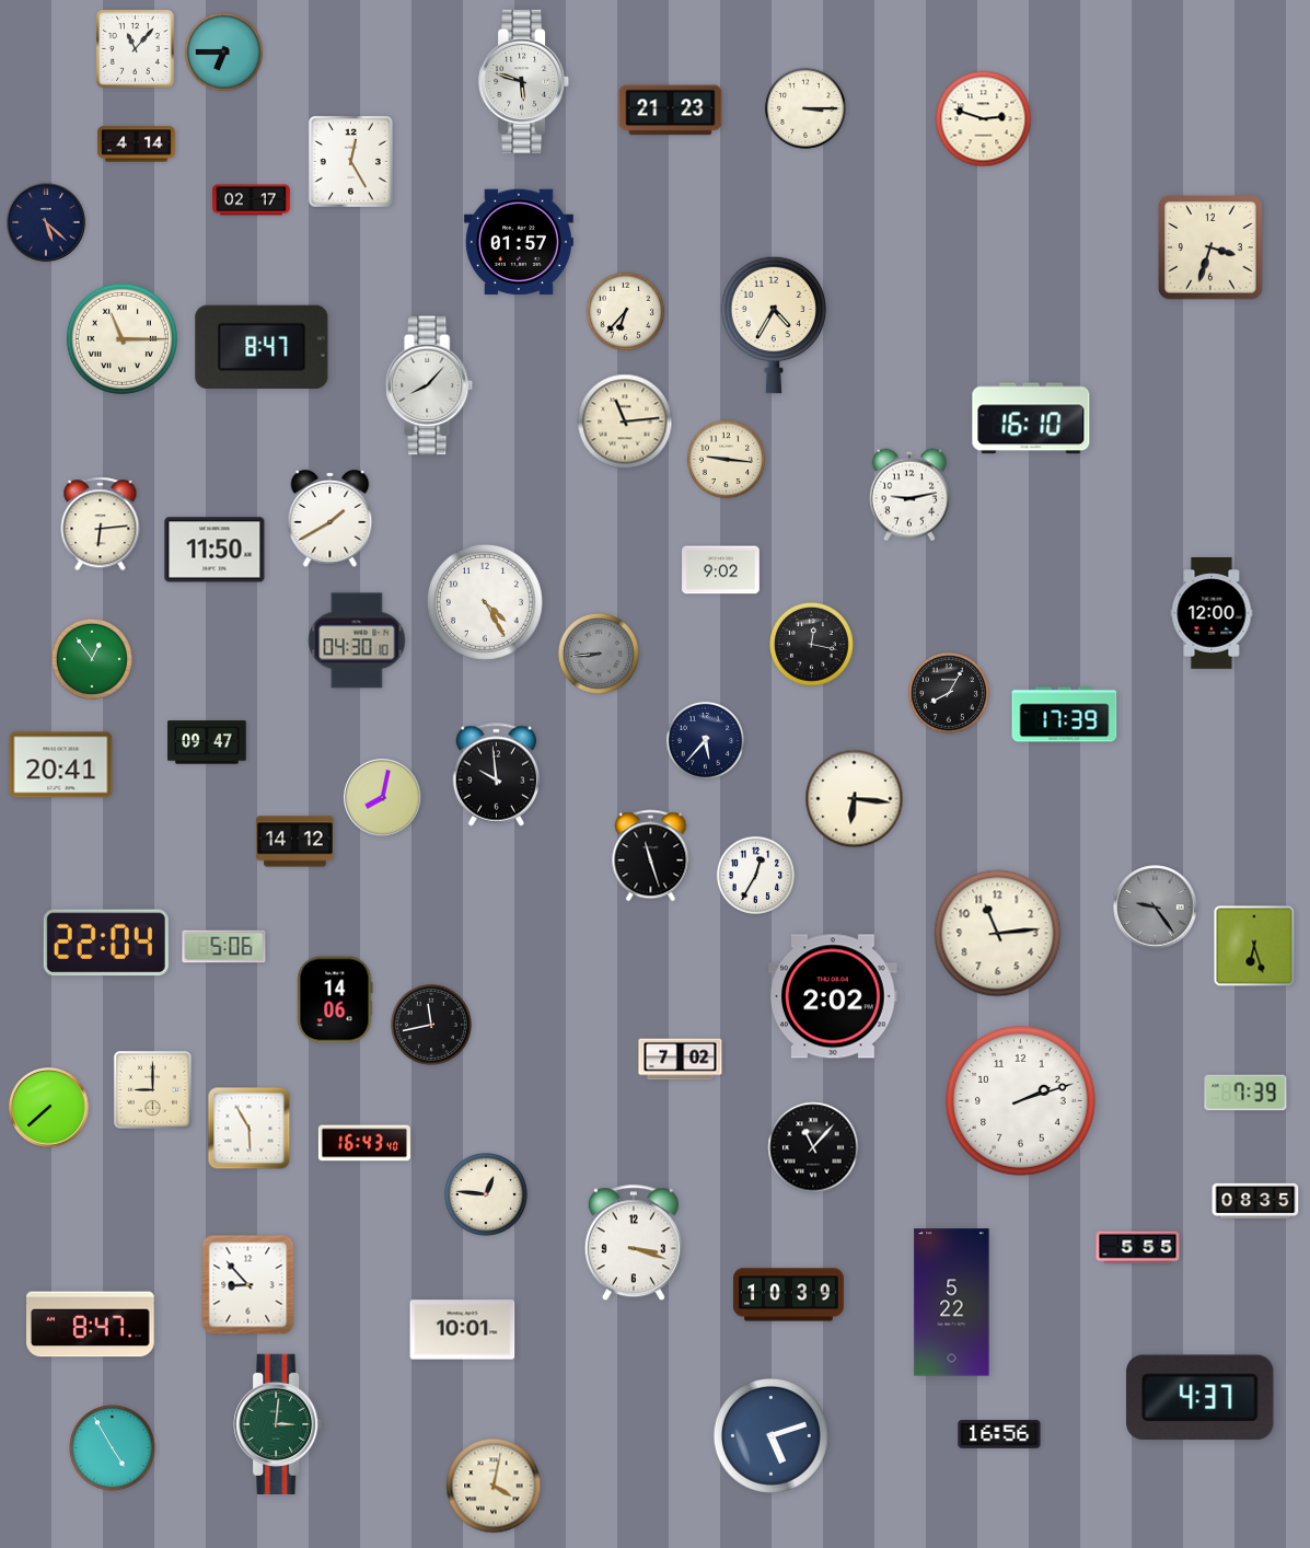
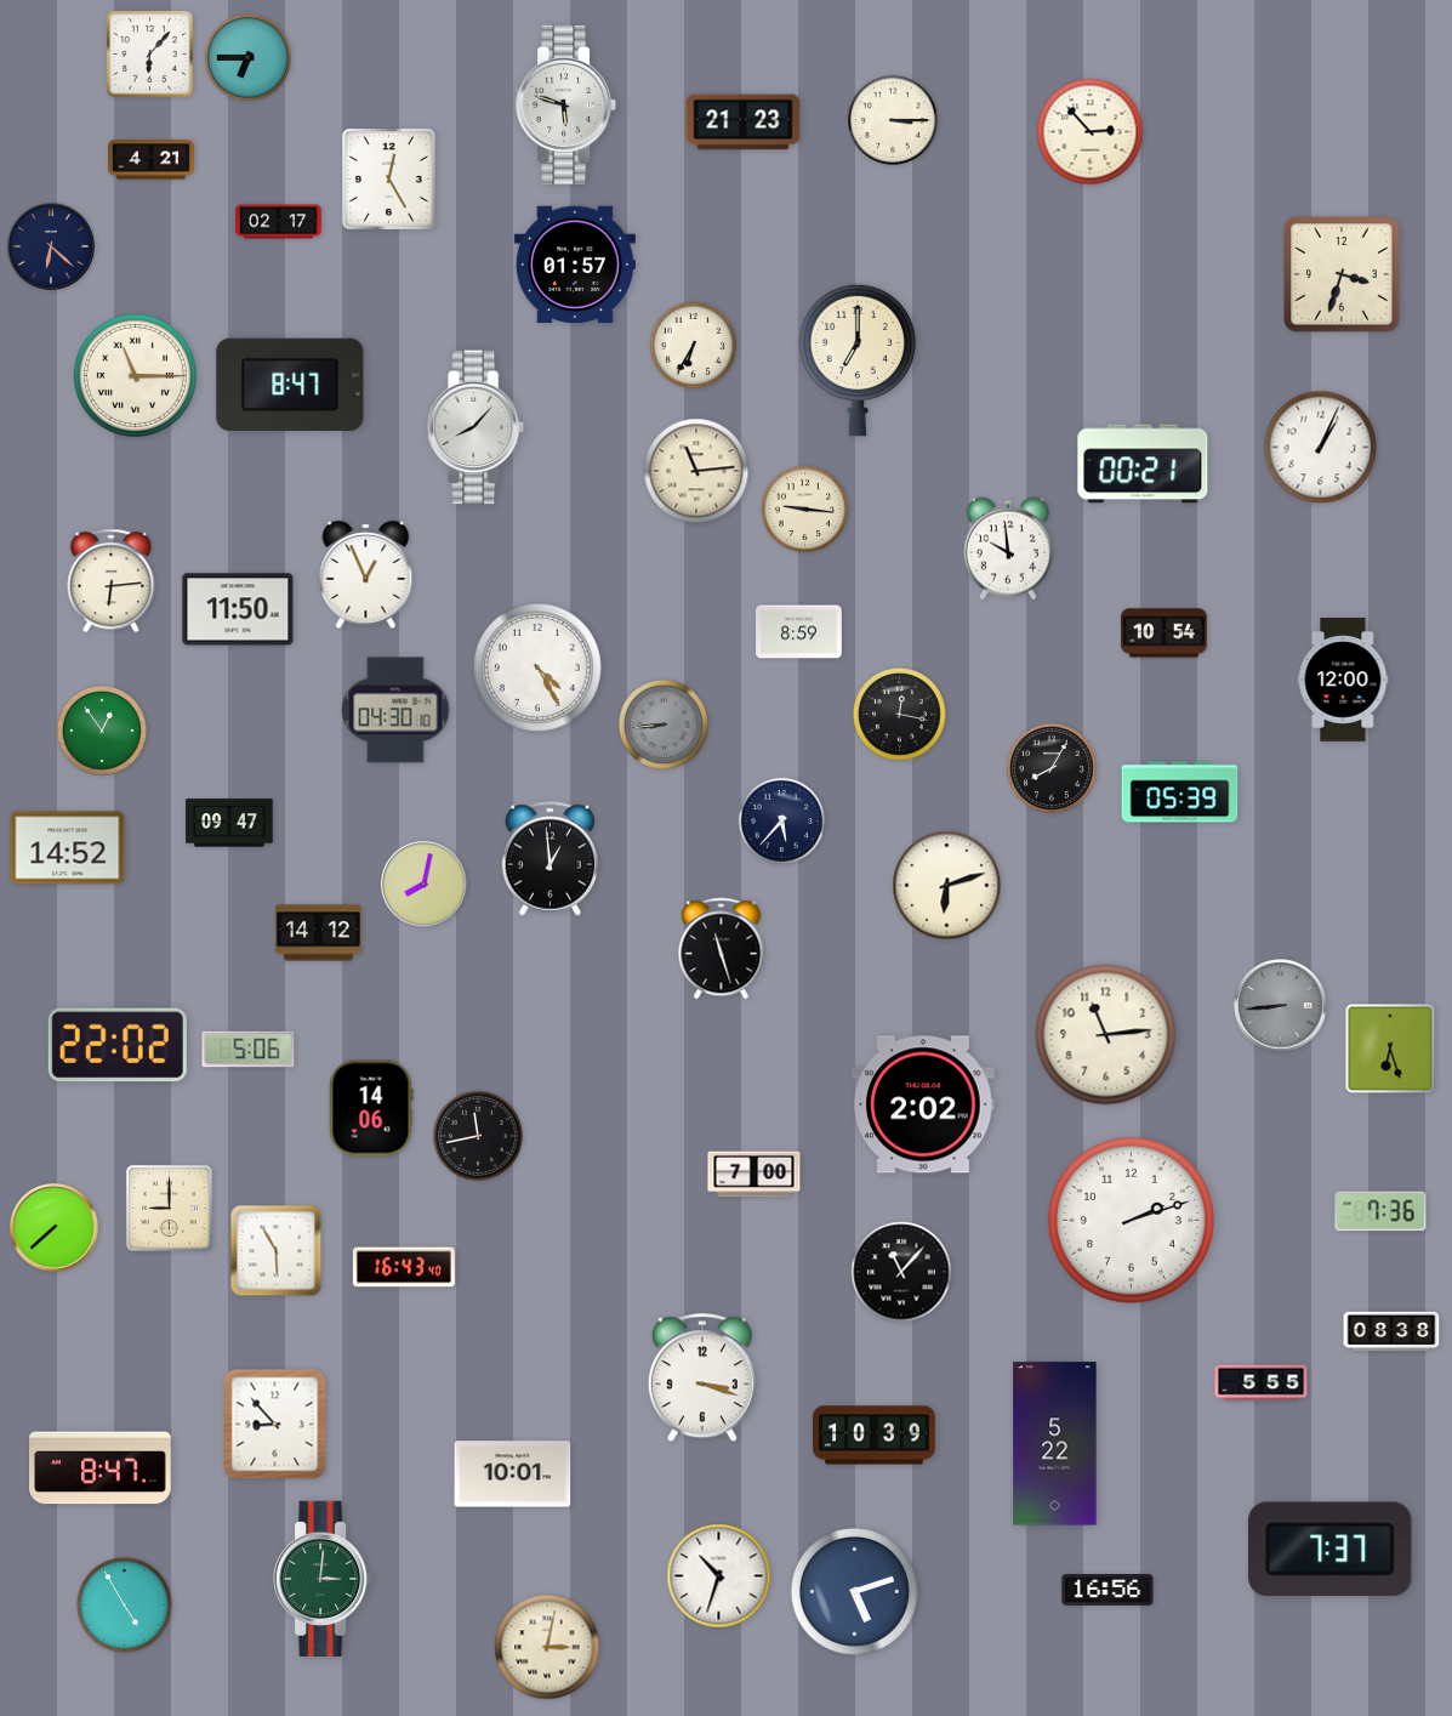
clock at (135, 48): 11:07 -> 6:07
clock at (524, 81) position: (524, 81) -> (566, 104)
clock at (984, 119): 2:48 -> 2:53
clock at (137, 145): 4:14 -> 4:21
clock at (46, 222): 5:22 -> 6:22
clock at (519, 242) position: (519, 242) -> (575, 265)
clock at (625, 311): 6:37 -> 6:35
clock at (774, 325): 4:35 -> 7:00
clock at (1321, 448): none -> 1:04
clock at (1031, 418): 16:10 -> 00:21
clock at (625, 421) position: (625, 421) -> (696, 471)
clock at (909, 495): 9:13 -> 9:59
clock at (331, 518): 1:40 -> 12:56
clock at (721, 570): 9:02 -> 8:59
clock at (1165, 633): none -> 10:54
clock at (1065, 715): 17:39 -> 05:39
clock at (61, 765): 20:41 -> 14:52
clock at (497, 775): 9:59 -> 12:59
clock at (855, 799): 6:16 -> 6:12
clock at (295, 842) position: (295, 842) -> (319, 933)
clock at (755, 875): 12:35 -> none
clock at (1156, 908): 9:24 -> 8:44
clock at (106, 943): 22:04 -> 22:02
clock at (681, 1060): 7:02 -> 7:00
clock at (1245, 1093): 7:39 -> 7:36
clock at (487, 1195): 12:46 -> none
clock at (1255, 1201): 08:35 -> 08:38
clock at (1201, 1398): 4:37 -> 7:37
clock at (719, 1576): none -> 10:33
clock at (278, 1423) position: (278, 1423) -> (323, 1578)
clock at (494, 1486): 4:02 -> 3:02
